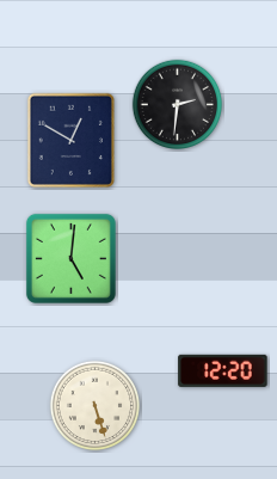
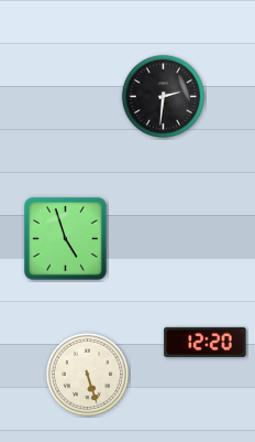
clock at (70, 140): 12:50 -> none
clock at (70, 258): 5:01 -> 4:57
